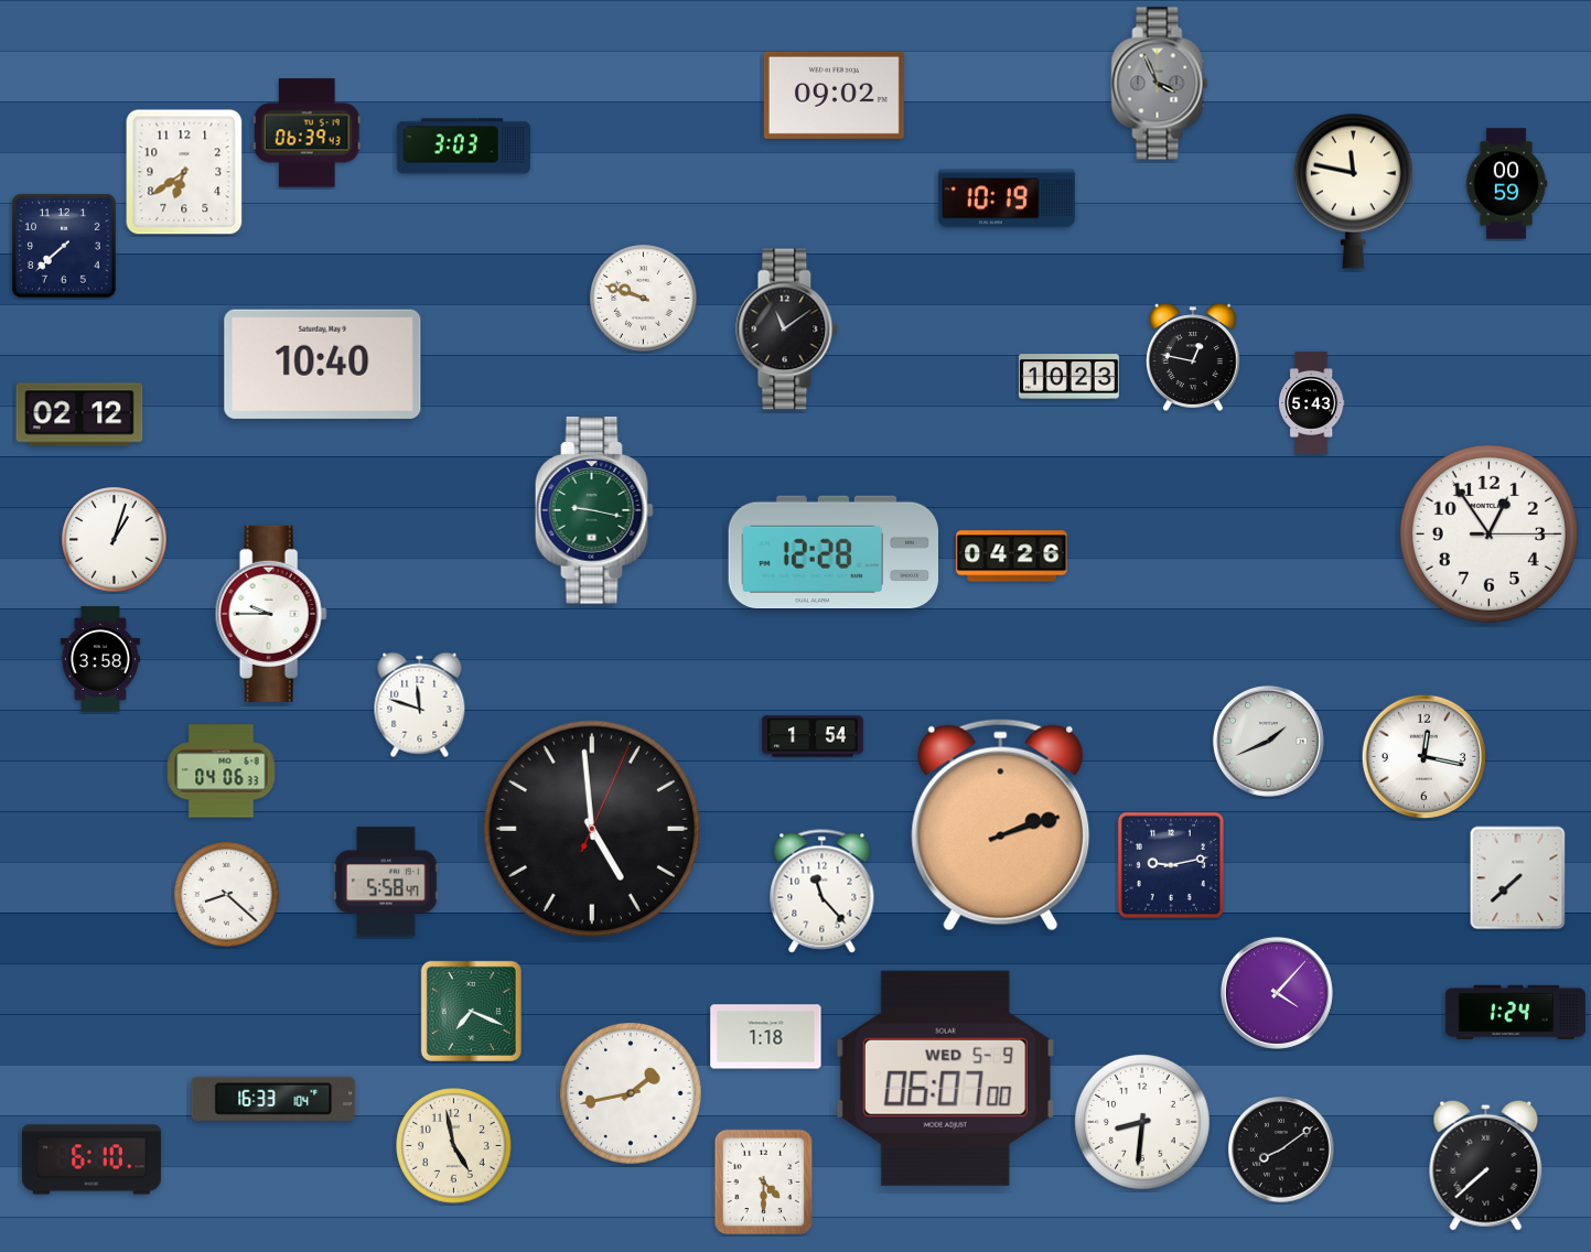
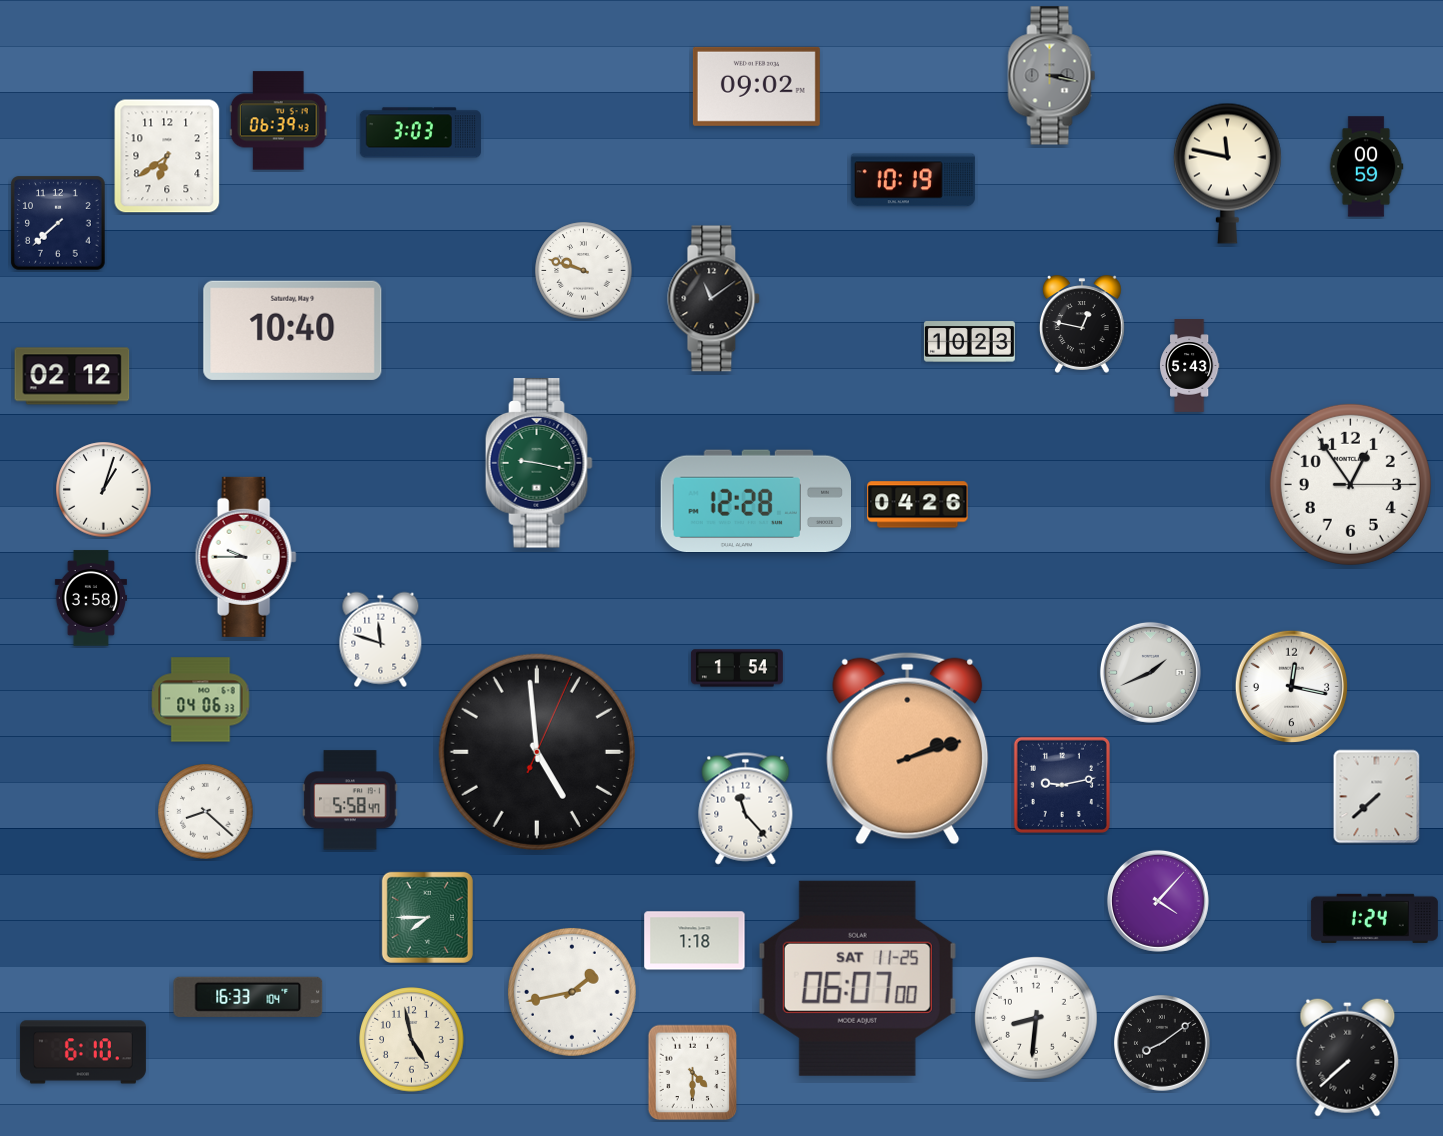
clock at (1160, 84): 3:56 -> 3:17
clock at (471, 1011): 7:19 -> 7:45
clock at (945, 1078) date: WED 5-9 -> SAT 11-25
